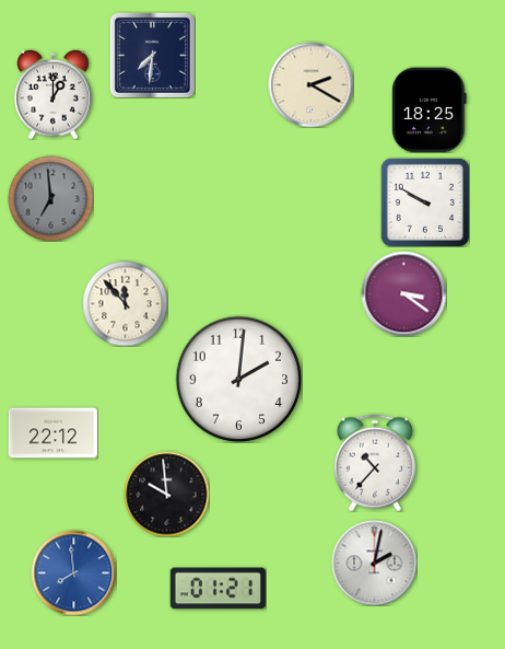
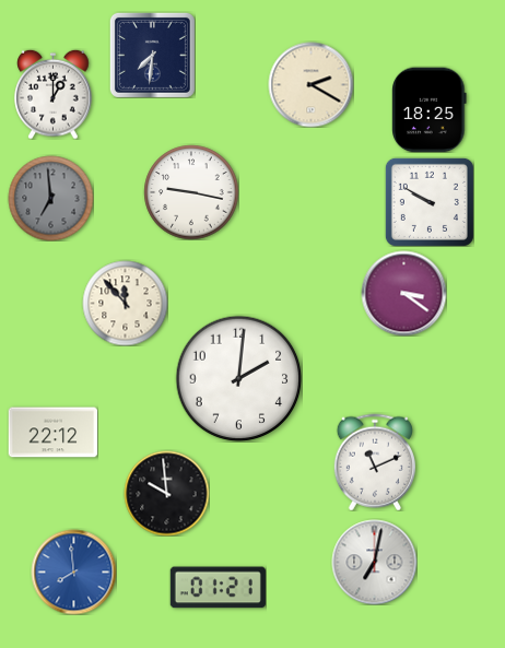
clock at (191, 192): none -> 9:17
clock at (425, 202) position: (425, 202) -> (430, 202)
clock at (375, 463): 10:37 -> 11:11
clock at (374, 563): 2:02 -> 7:02
